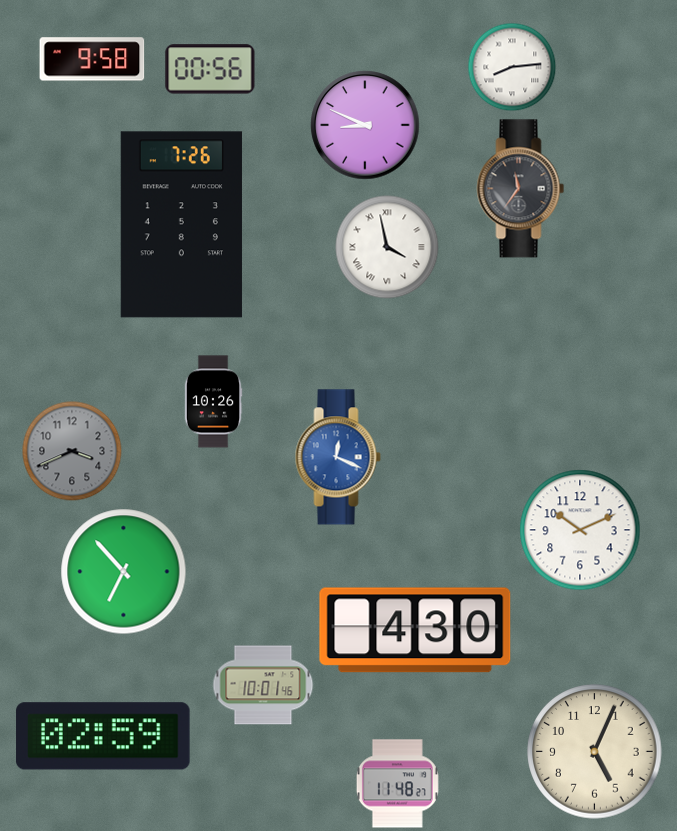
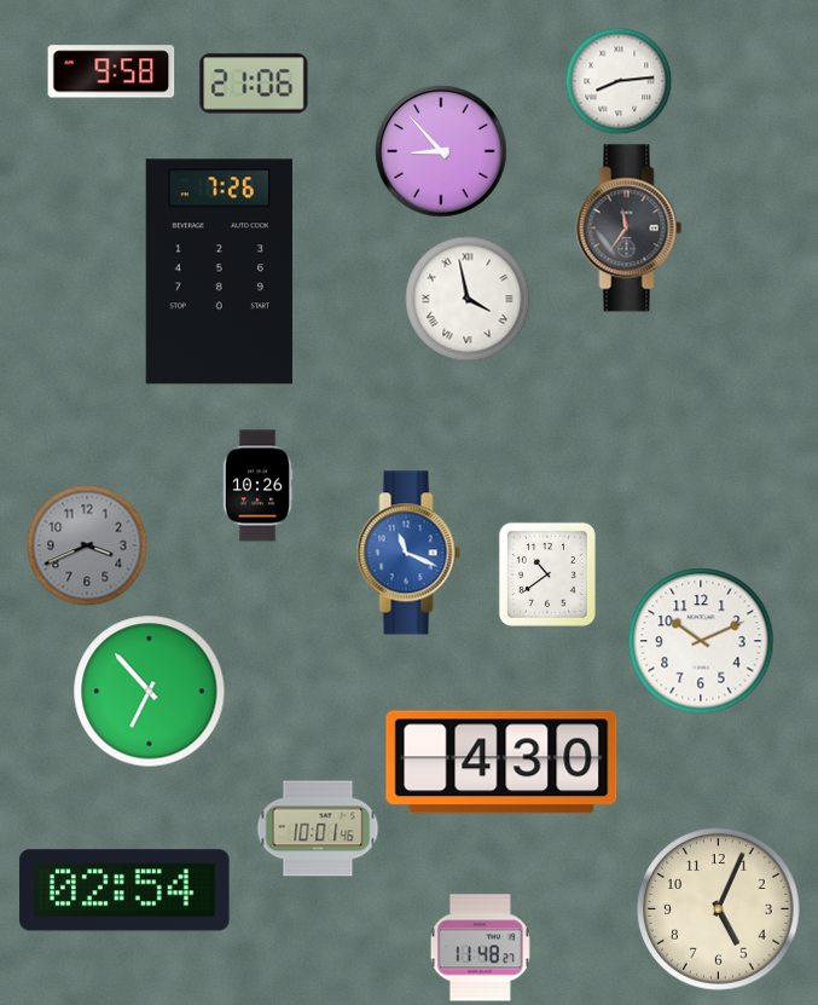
clock at (210, 69): 00:56 -> 21:06
clock at (365, 125): 8:49 -> 8:53
clock at (338, 457): 12:19 -> 11:19
clock at (547, 574): none -> 10:39
clock at (103, 736): 02:59 -> 02:54
